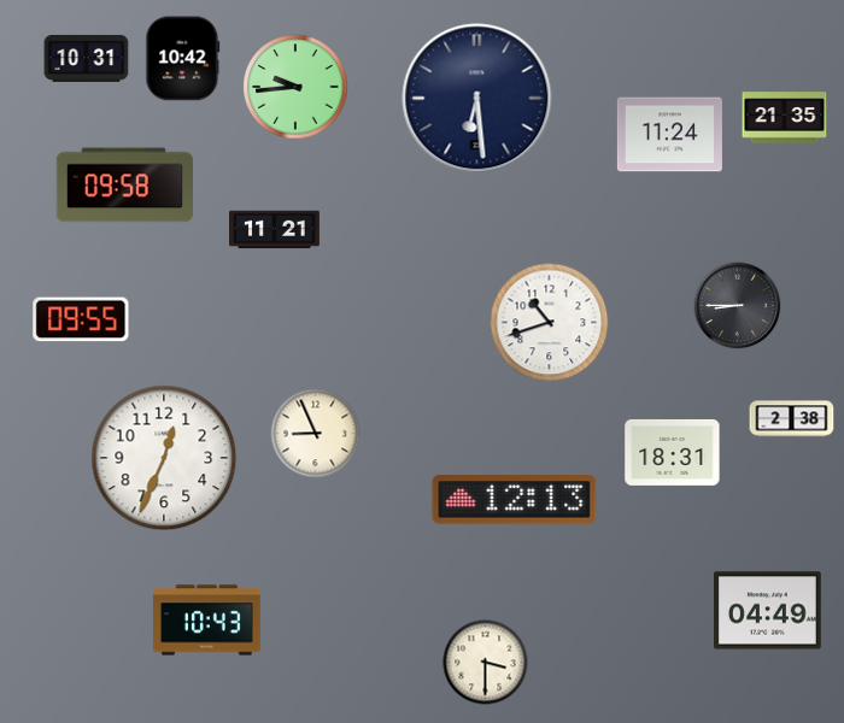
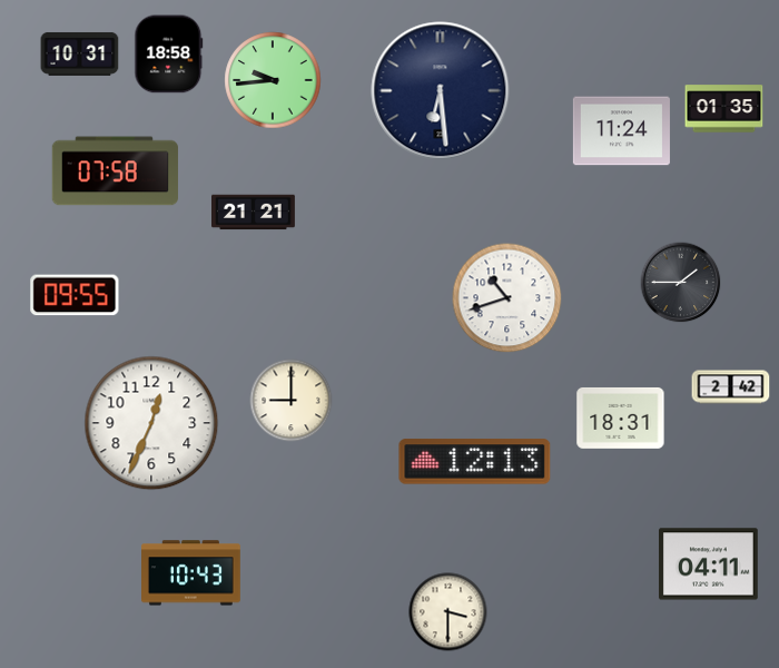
clock at (183, 59): 10:42 -> 18:58
clock at (785, 118): 21:35 -> 01:35
clock at (669, 135) position: (669, 135) -> (621, 131)
clock at (124, 186): 09:58 -> 07:58
clock at (275, 230): 11:21 -> 21:21
clock at (738, 306): 8:45 -> 1:45
clock at (792, 419): 2:38 -> 2:42
clock at (316, 434): 8:56 -> 9:00
clock at (768, 611): 04:49 -> 04:11
